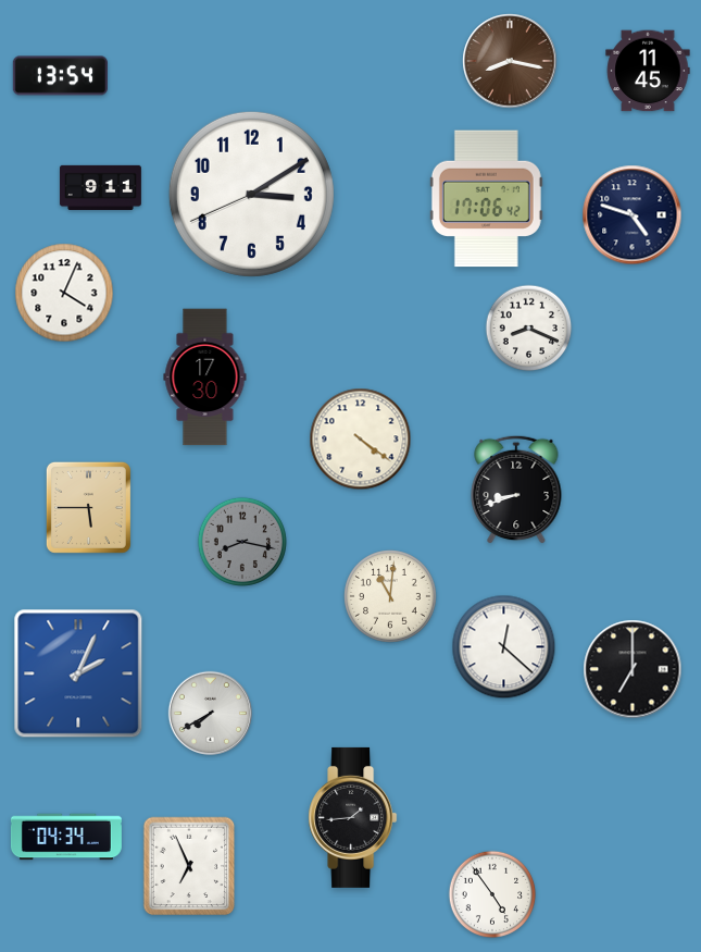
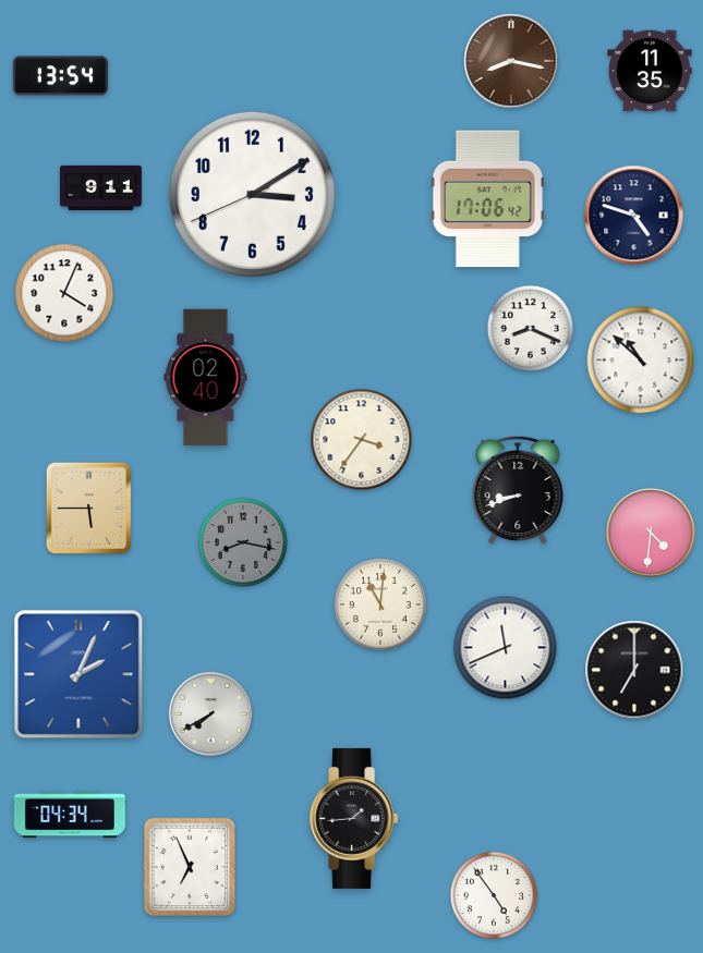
clock at (648, 71): 11:45 -> 11:35
clock at (641, 361): none -> 10:52
clock at (205, 378): 17:30 -> 02:40
clock at (361, 440): 4:21 -> 3:36
clock at (651, 533): none -> 4:31
clock at (390, 596) position: (390, 596) -> (380, 604)
clock at (504, 647): 12:22 -> 11:41
clock at (66, 837) position: (66, 837) -> (70, 815)
